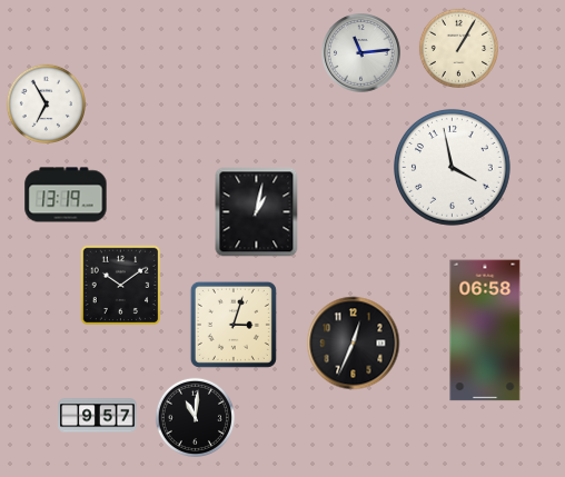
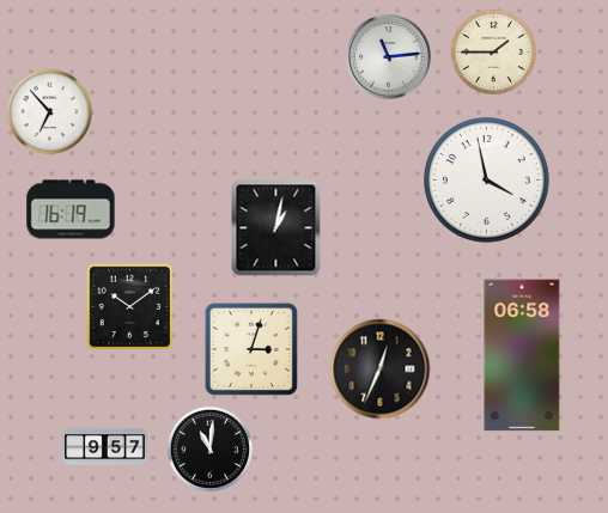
clock at (458, 48): 1:05 -> 1:45
clock at (46, 103): 6:55 -> 6:53
clock at (66, 195): 13:19 -> 16:19
